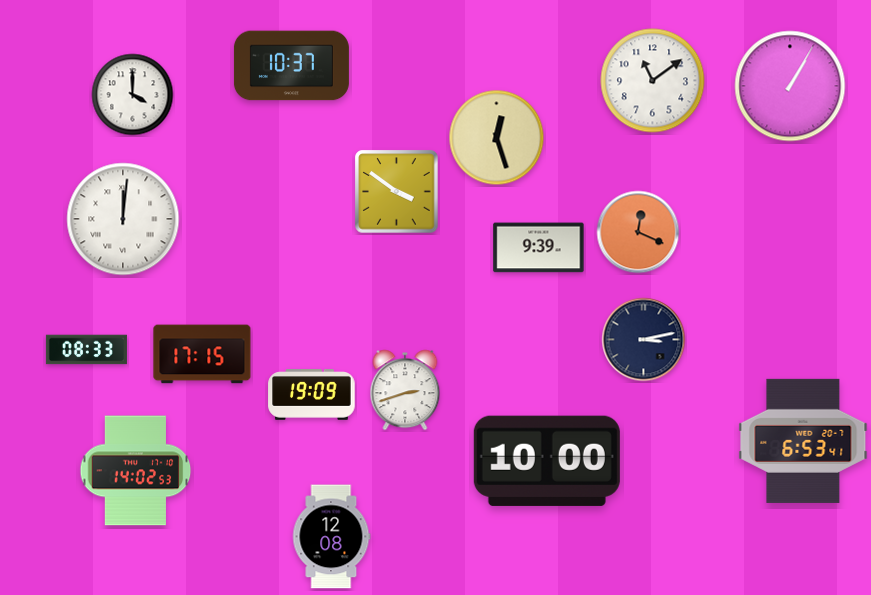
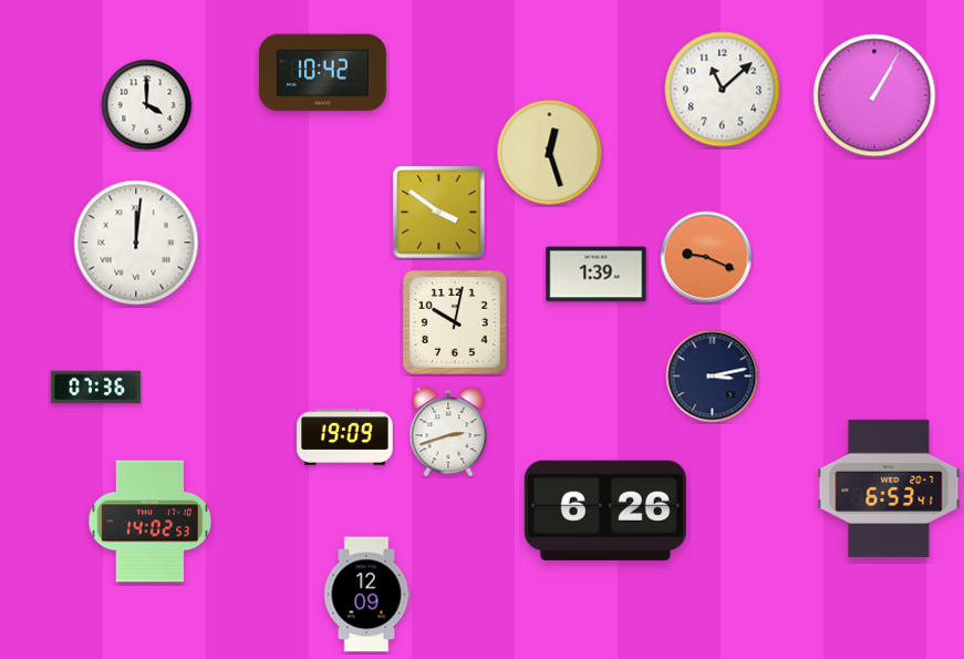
clock at (291, 66): 10:37 -> 10:42
clock at (653, 81): 11:09 -> 11:08
clock at (638, 232): 12:19 -> 9:19
clock at (539, 248): 9:39 -> 1:39
clock at (455, 322): none -> 10:02
clock at (86, 350): 08:33 -> 07:36
clock at (202, 354): 17:15 -> none
clock at (547, 461): 10:00 -> 6:26
clock at (331, 537): 12:08 -> 12:09
